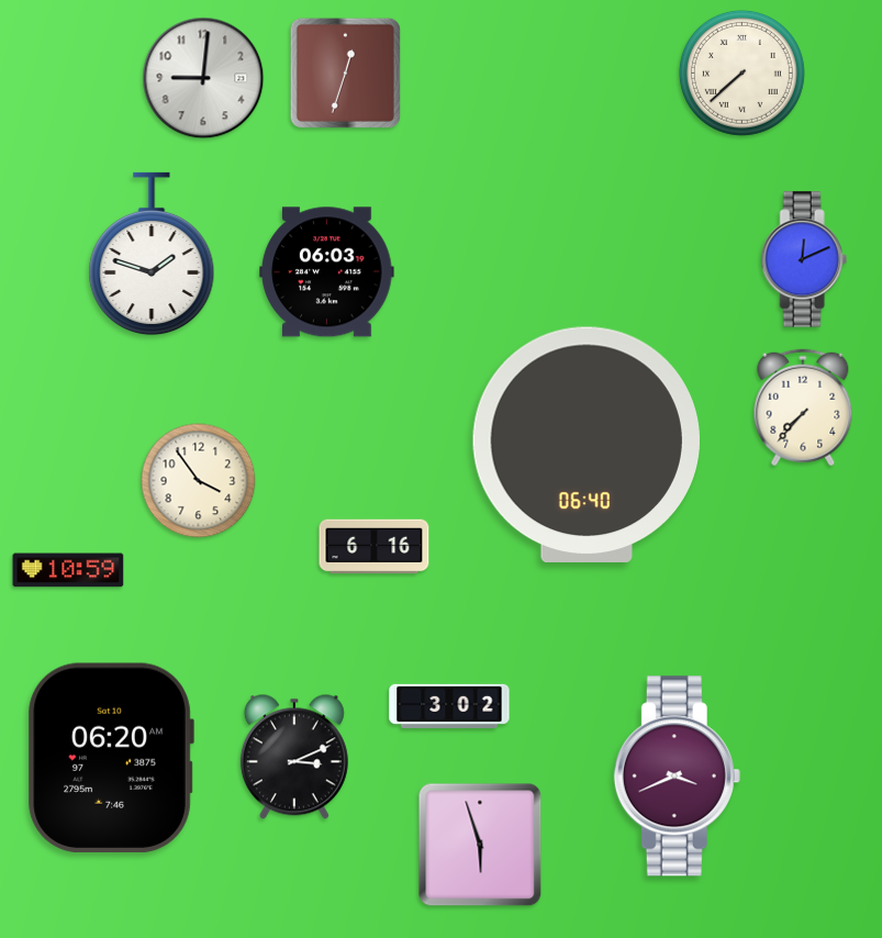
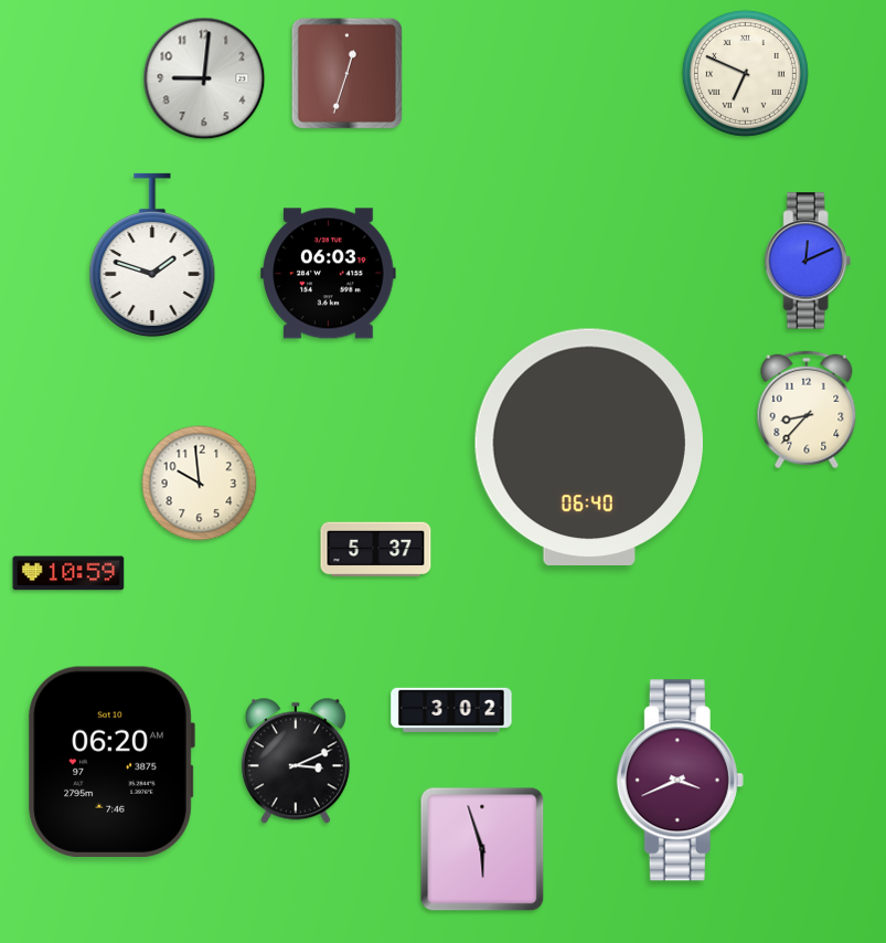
clock at (741, 72): 7:38 -> 6:49
clock at (803, 407): 7:37 -> 8:37
clock at (199, 481): 3:54 -> 9:59
clock at (375, 547): 6:16 -> 5:37
